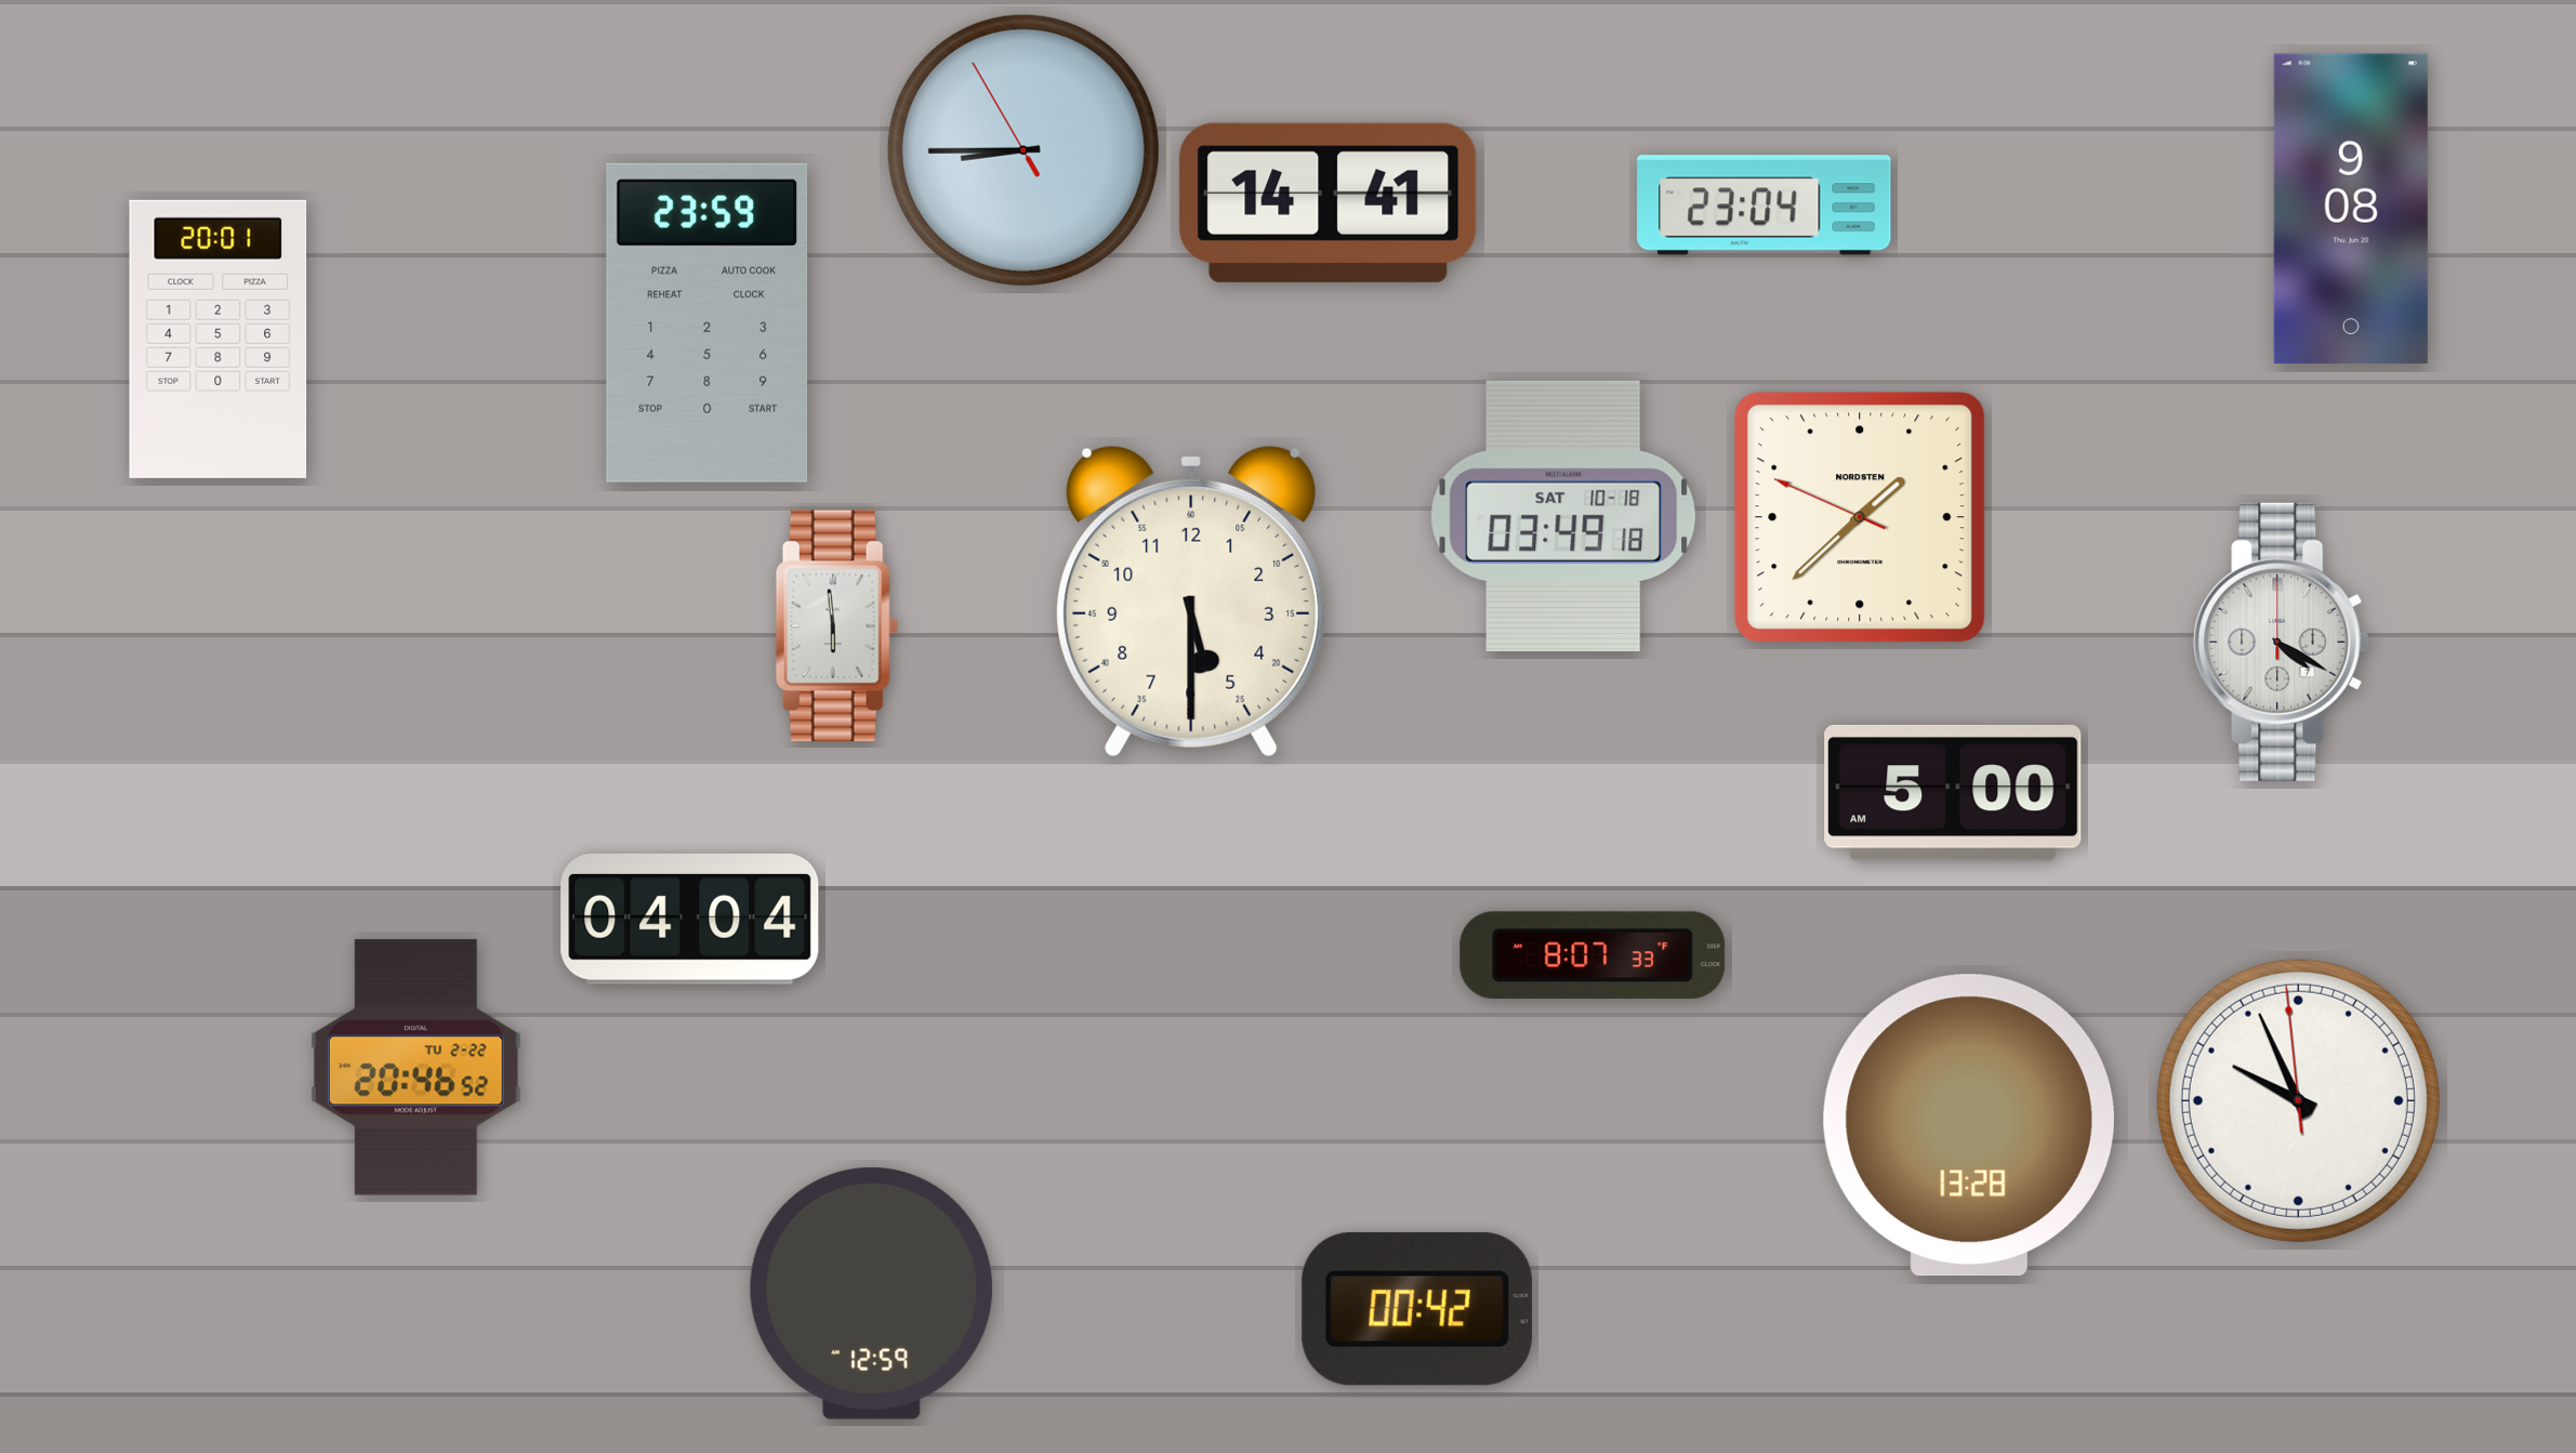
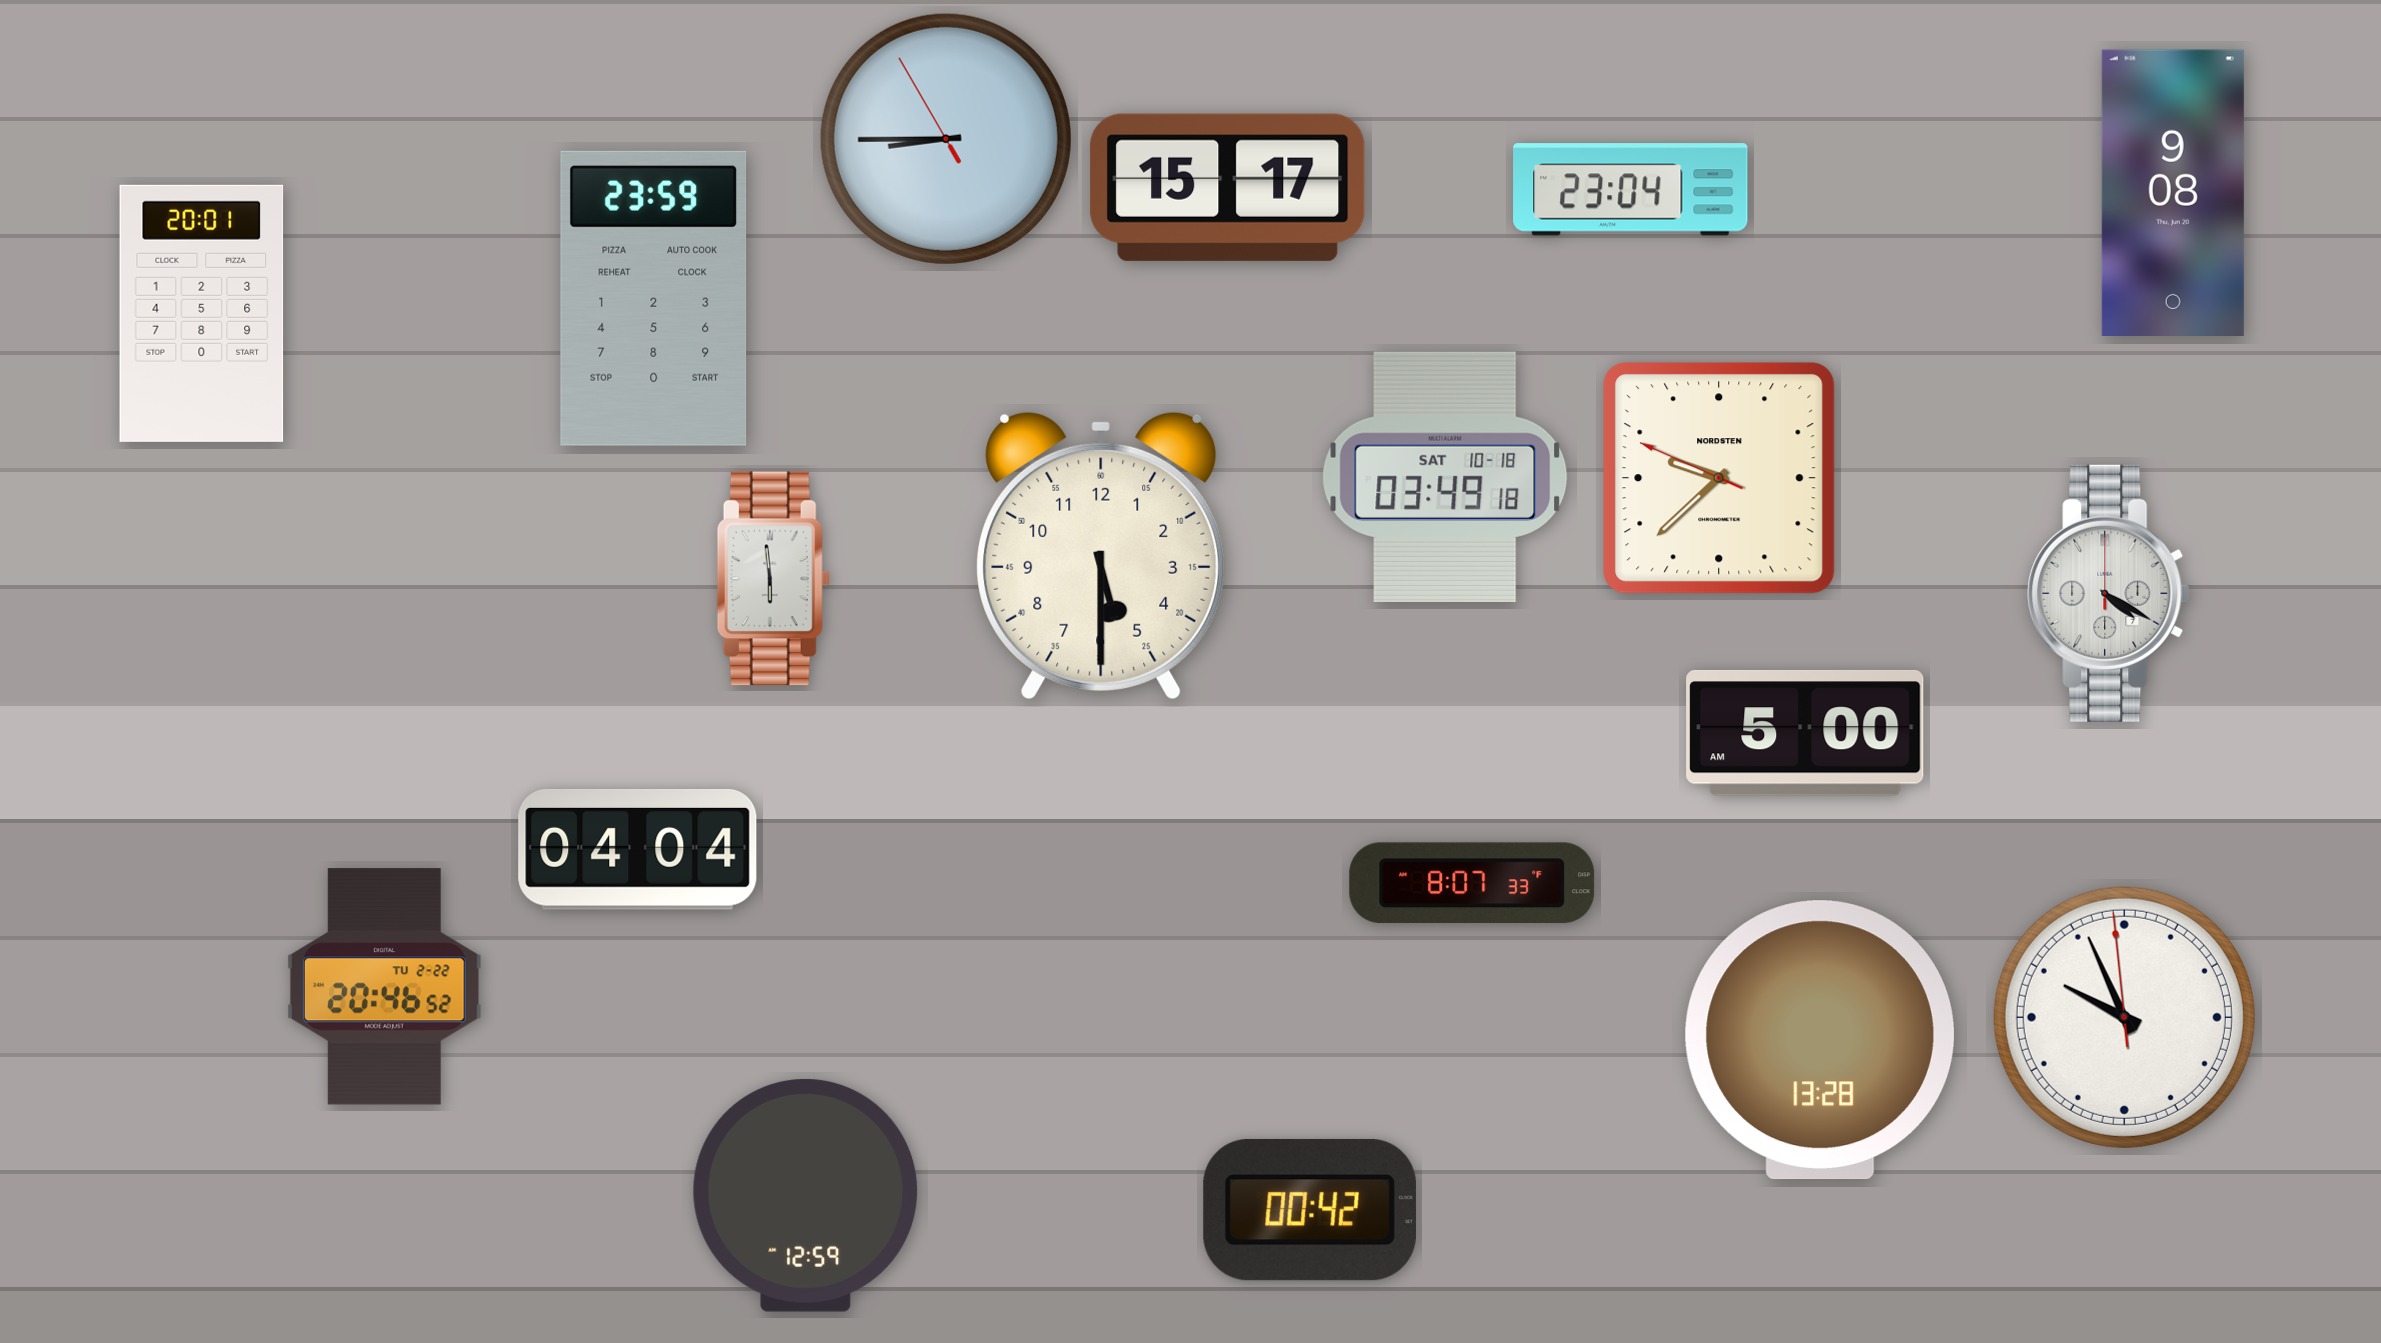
clock at (1329, 202): 14:41 -> 15:17
clock at (1860, 517): 1:37 -> 9:37
